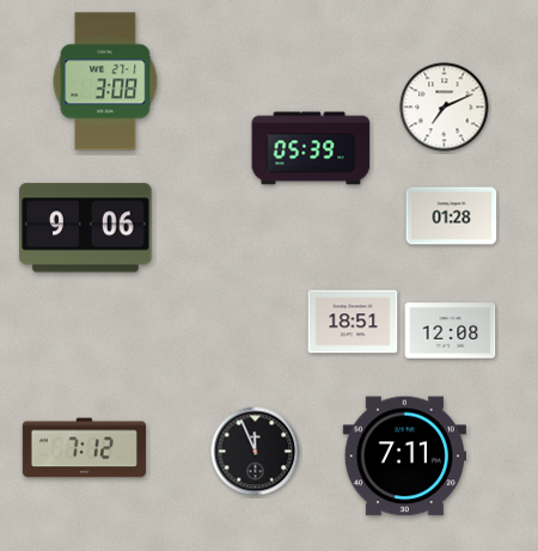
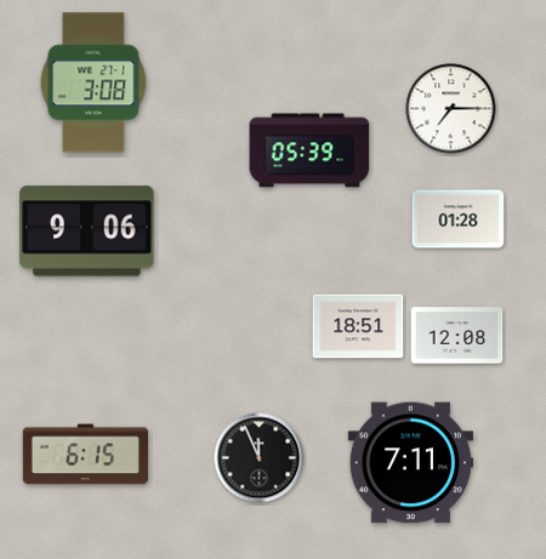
clock at (105, 81) position: (105, 81) -> (93, 82)
clock at (445, 108): 7:11 -> 7:15
clock at (311, 148) position: (311, 148) -> (309, 150)
clock at (84, 448): 7:12 -> 6:15
